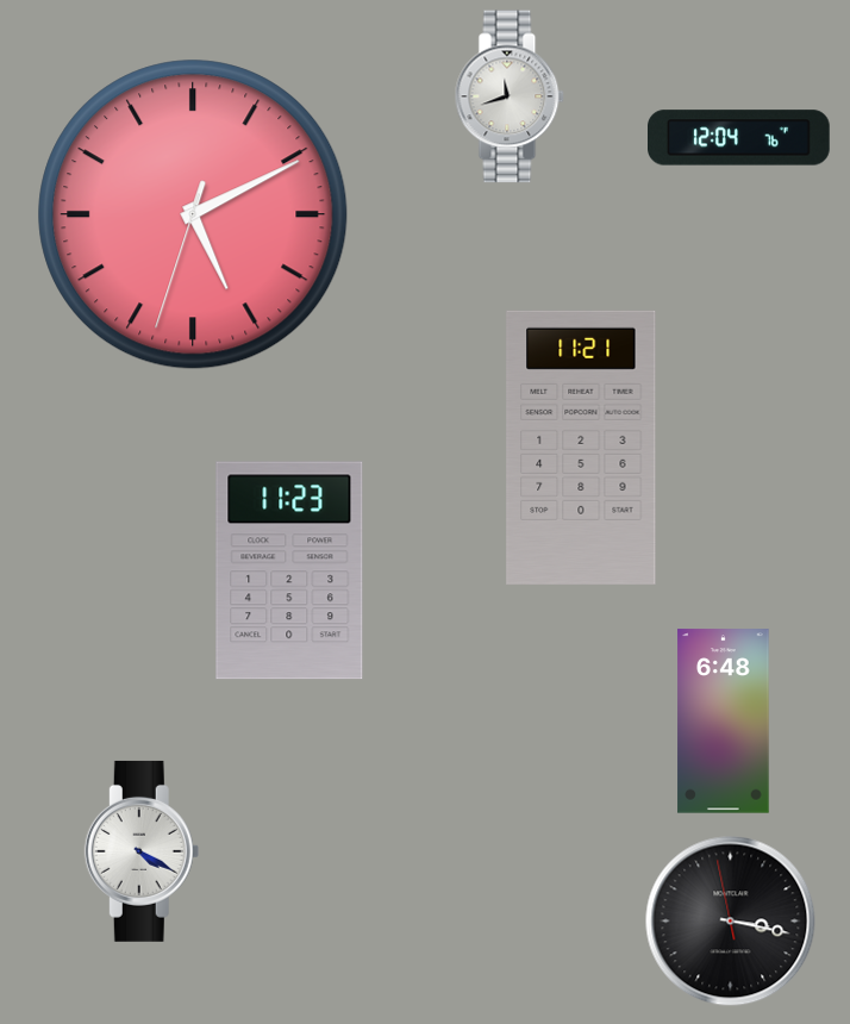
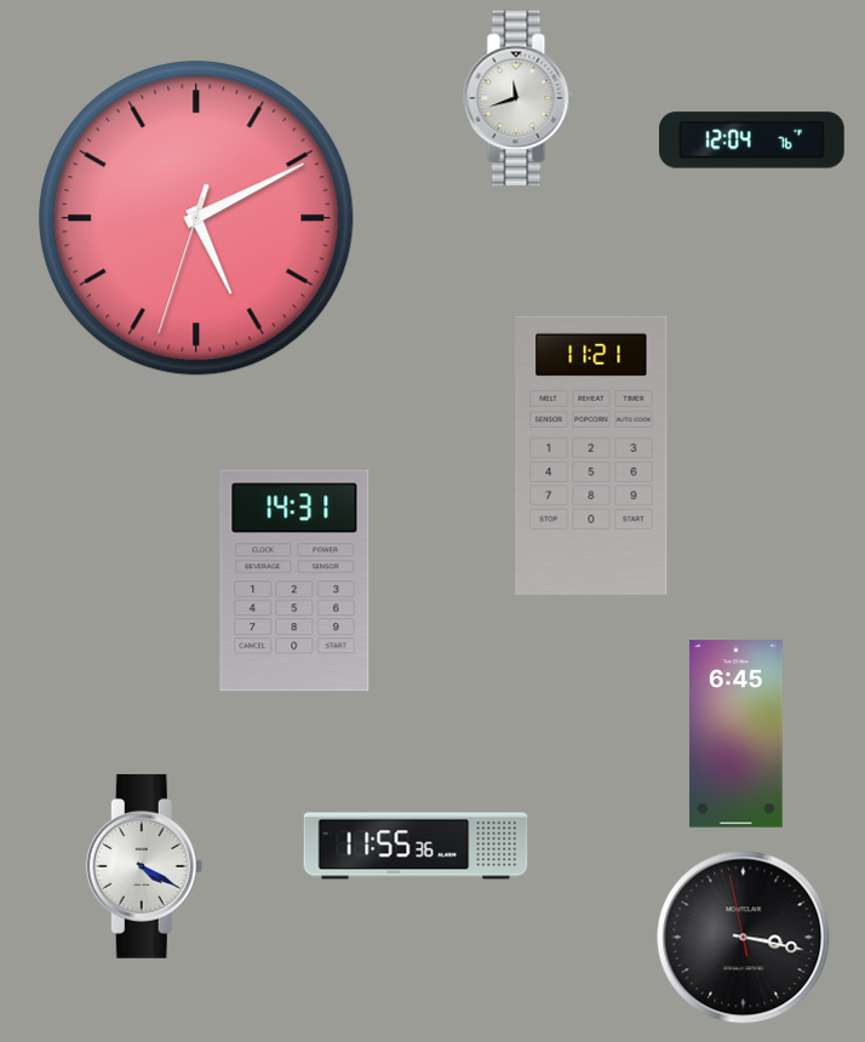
clock at (289, 570): 11:23 -> 14:31
clock at (724, 722): 6:48 -> 6:45
clock at (416, 846): none -> 11:55
